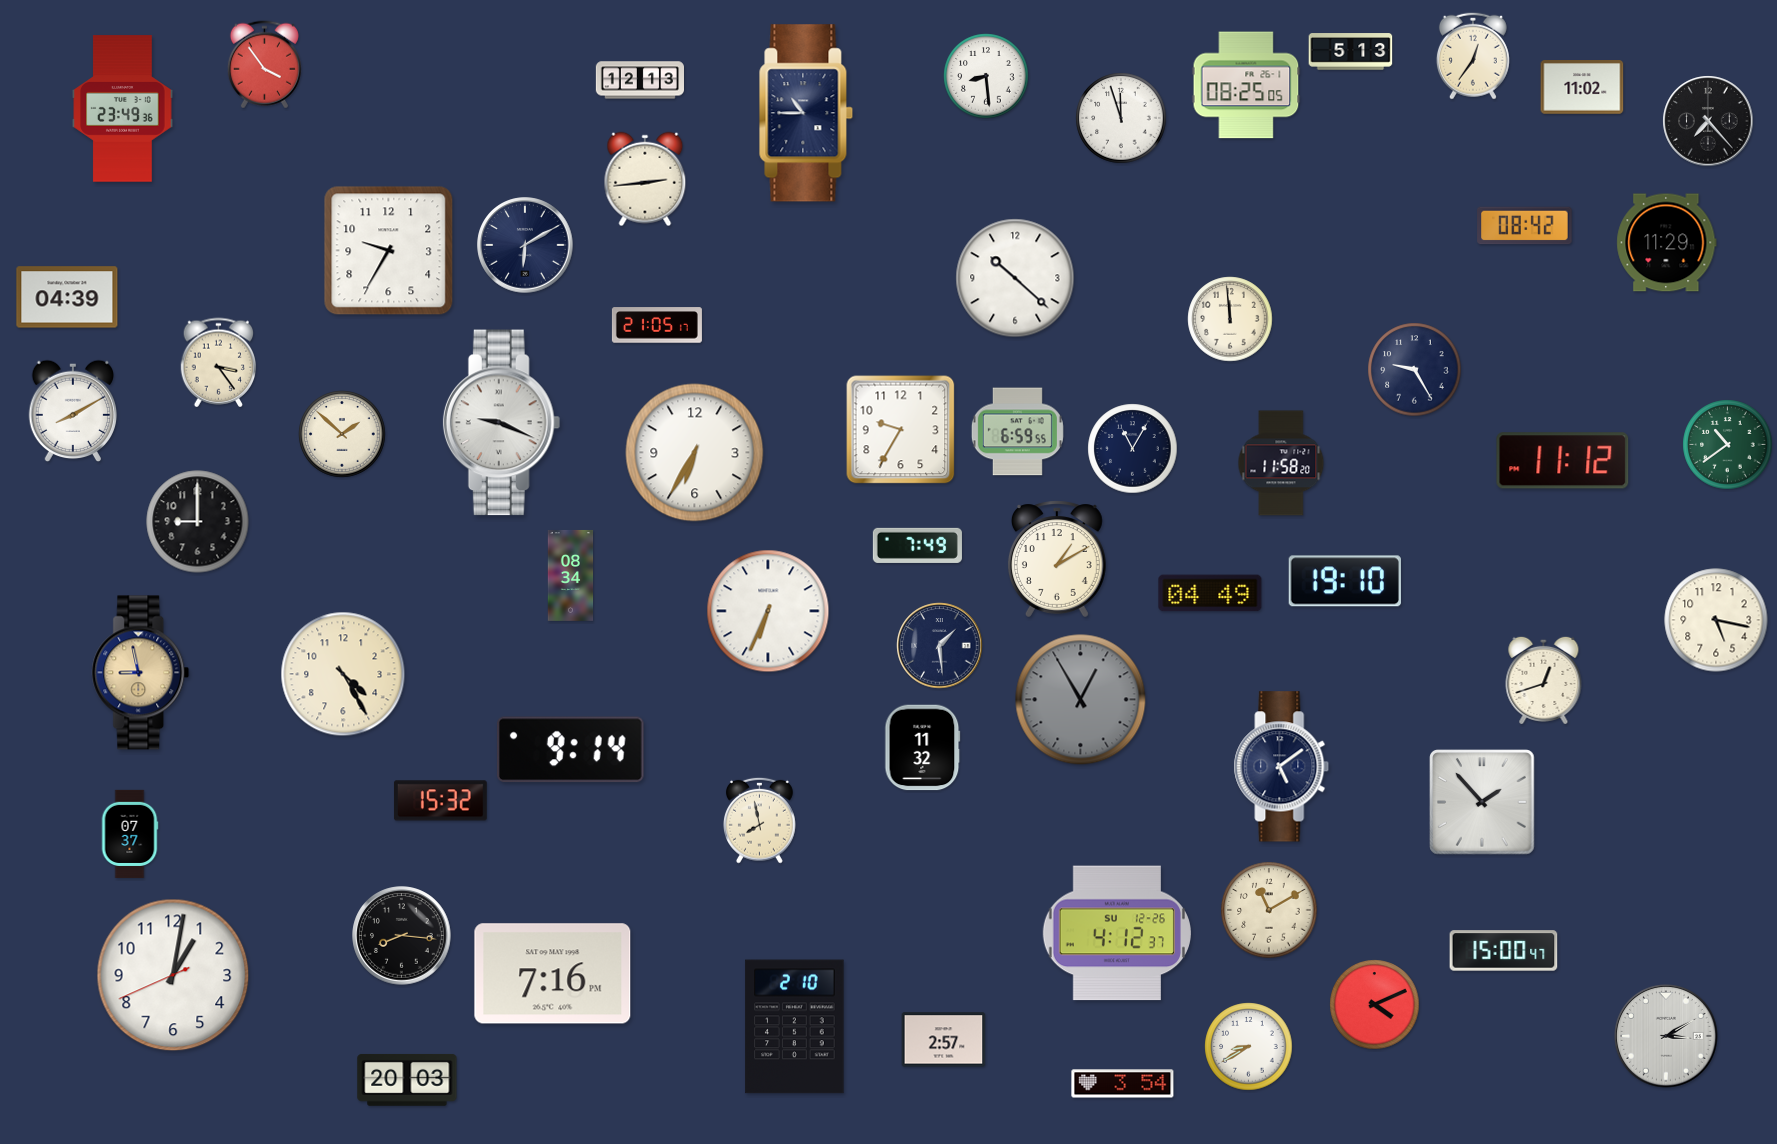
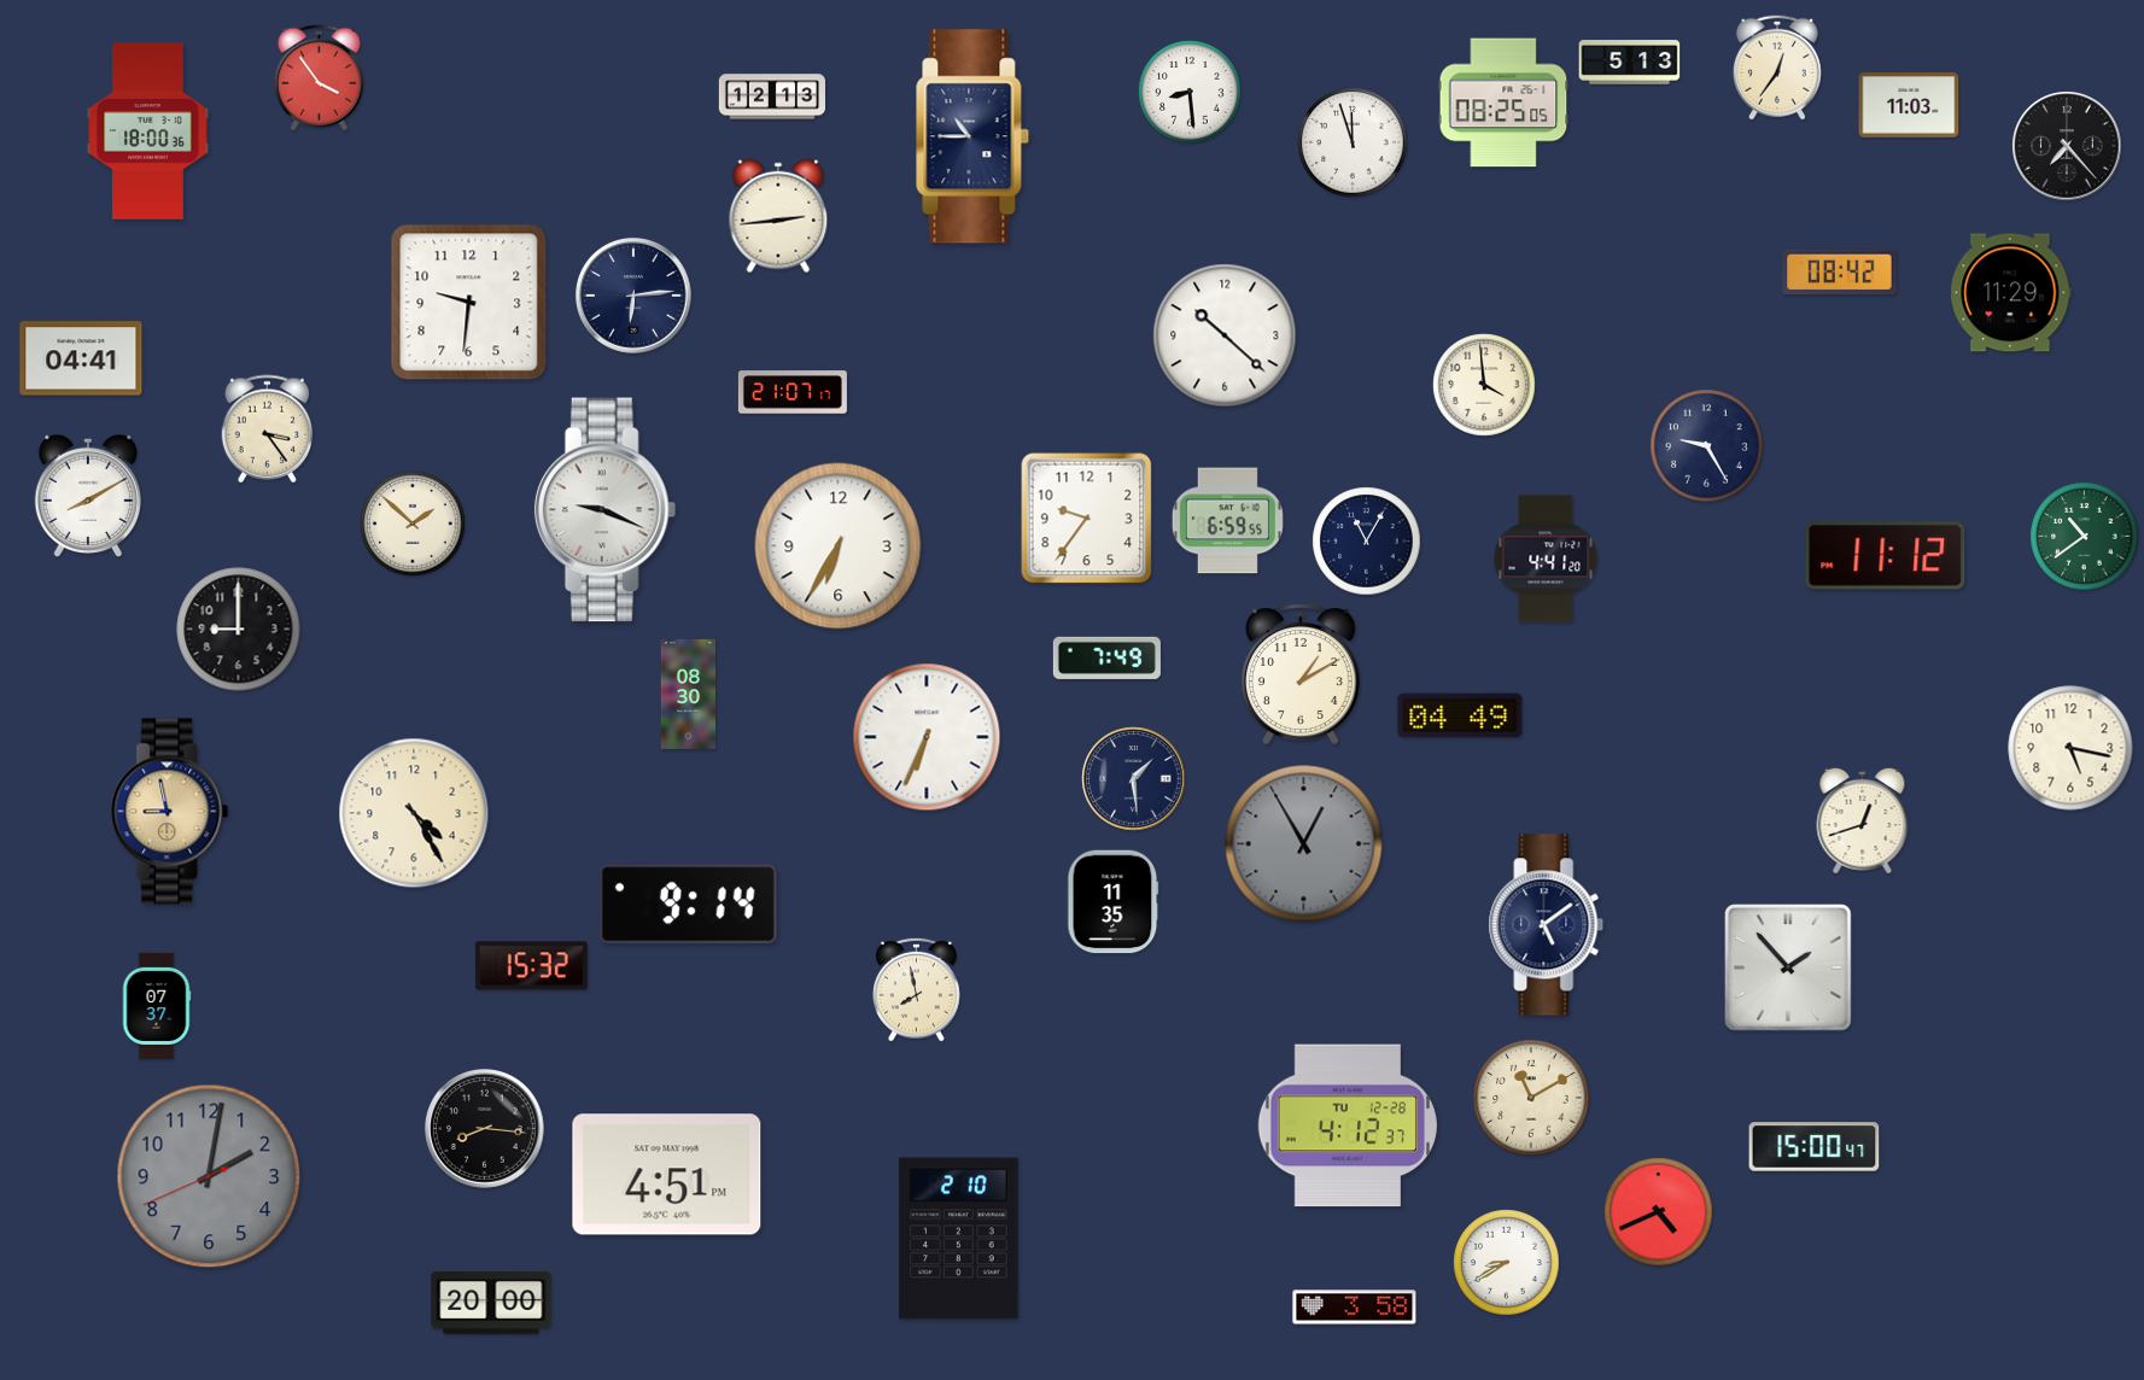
clock at (1582, 87): 11:02 -> 11:03
clock at (123, 109): 23:49 -> 18:00
clock at (1708, 121) position: (1708, 121) -> (2067, 146)
clock at (525, 245): 6:10 -> 6:14
clock at (389, 251): 9:35 -> 9:31
clock at (67, 297): 04:39 -> 04:41
clock at (1230, 319): 11:59 -> 3:59
clock at (657, 325): 21:05 -> 21:07
clock at (219, 363) position: (219, 363) -> (268, 429)
clock at (901, 430): 9:35 -> 9:36
clock at (1281, 463): 11:58 -> 4:41
clock at (1057, 559) position: (1057, 559) -> (1301, 674)
clock at (571, 575): 08:34 -> 08:30
clock at (1345, 581): 19:10 -> none
clock at (923, 748): 11:32 -> 11:35
clock at (1117, 933) date: SU 12-26 -> TU 12-28
clock at (553, 974): 7:16 -> 4:51
clock at (173, 975): 1:01 -> 2:01
clock at (173, 975) dial: white -> grey
clock at (1375, 1005): 4:11 -> 4:41
clock at (1666, 1036): 3:10 -> none
clock at (944, 1040): 2:57 -> none
clock at (407, 1080): 20:03 -> 20:00
clock at (1123, 1084): 3:54 -> 3:58
